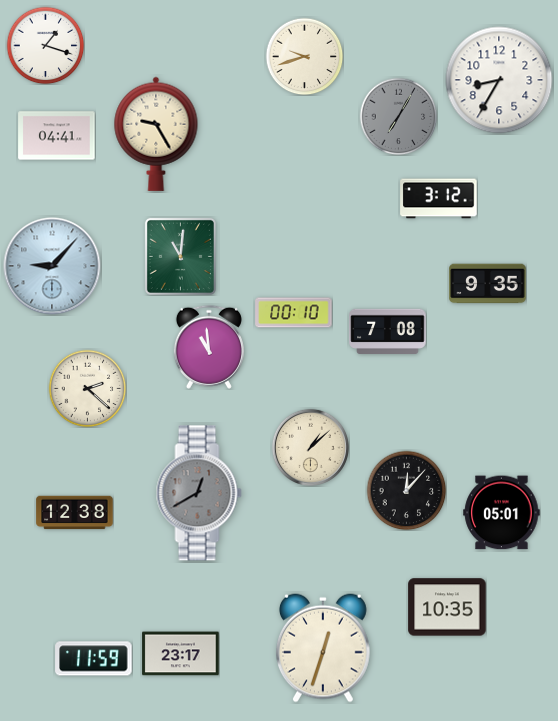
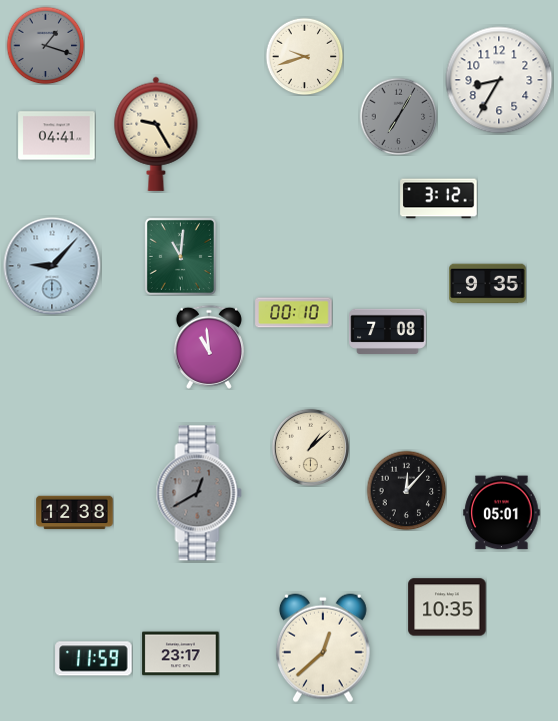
clock at (45, 45) dial: white -> grey
clock at (87, 388): 2:22 -> none
clock at (323, 648): 12:33 -> 12:38
